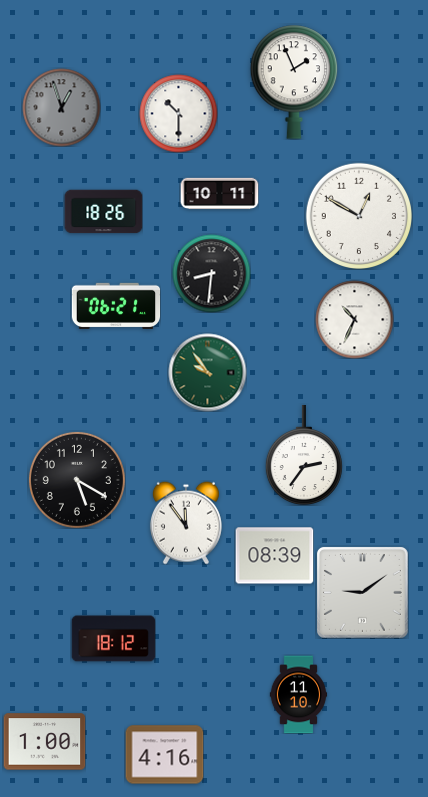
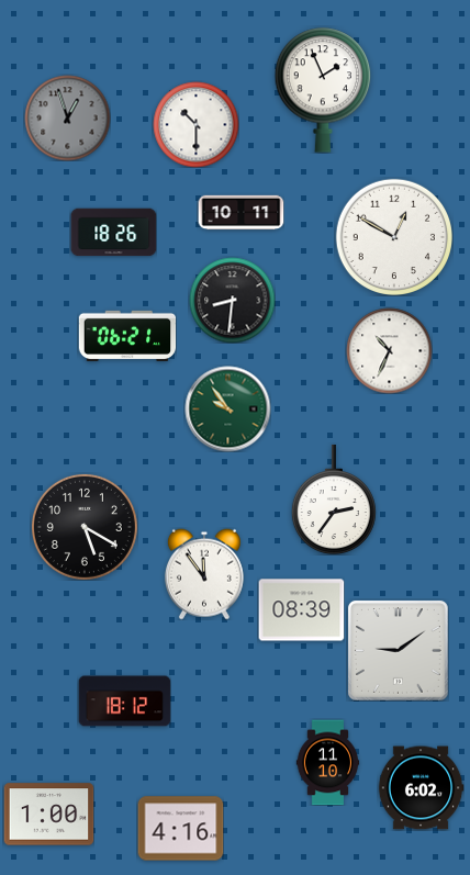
clock at (421, 788): none -> 6:02
